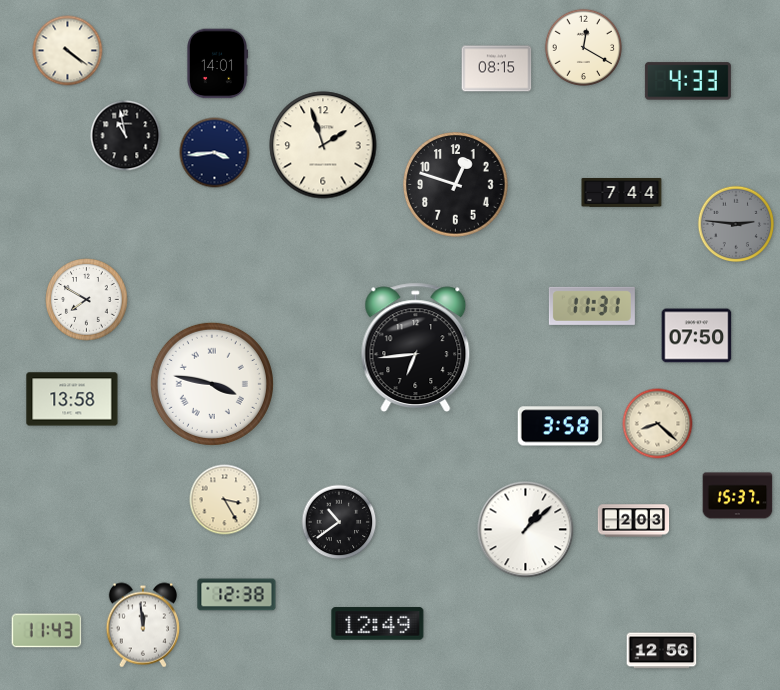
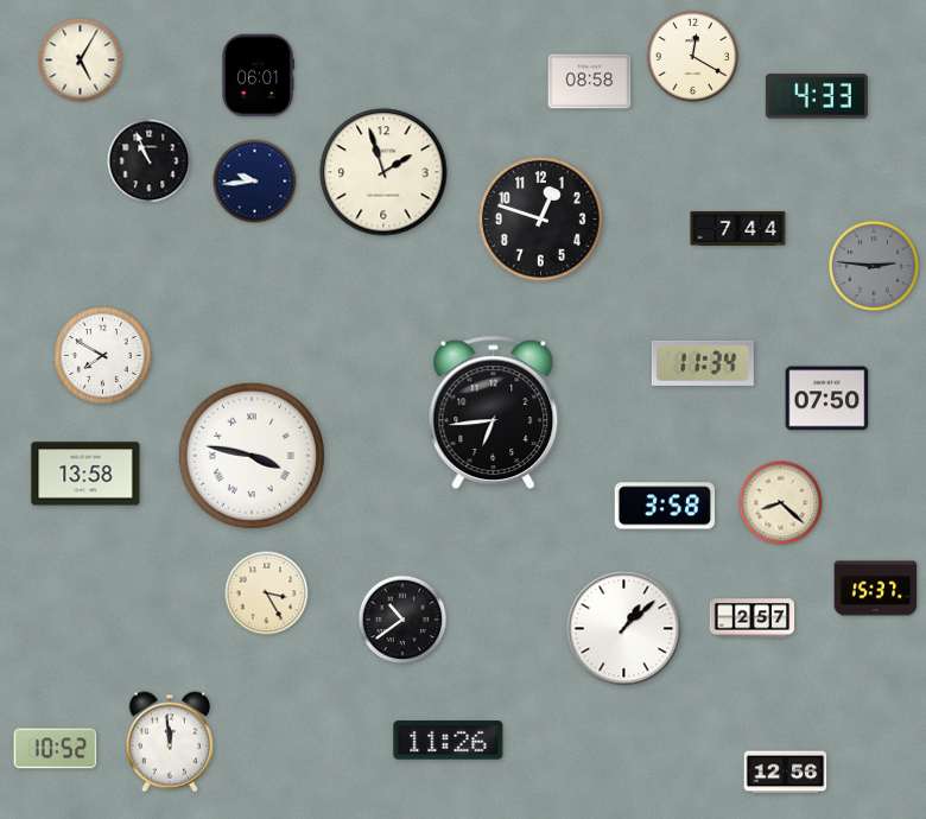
clock at (68, 51): 4:21 -> 5:05
clock at (216, 64): 14:01 -> 06:01
clock at (497, 69): 08:15 -> 08:58
clock at (126, 136): 10:58 -> 10:56
clock at (215, 153): 3:44 -> 9:44
clock at (592, 306): 11:31 -> 11:34
clock at (634, 521): 2:03 -> 2:57
clock at (237, 595): 12:38 -> none
clock at (378, 624): 12:49 -> 11:26
clock at (47, 631): 11:43 -> 10:52
